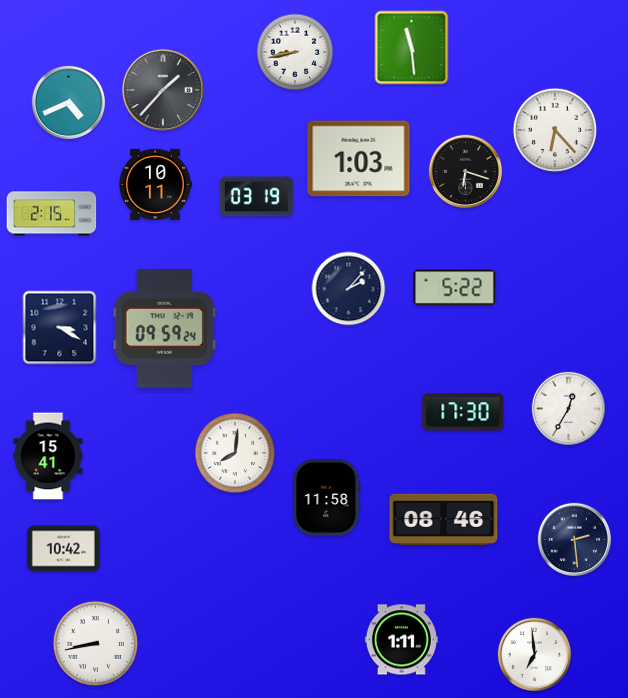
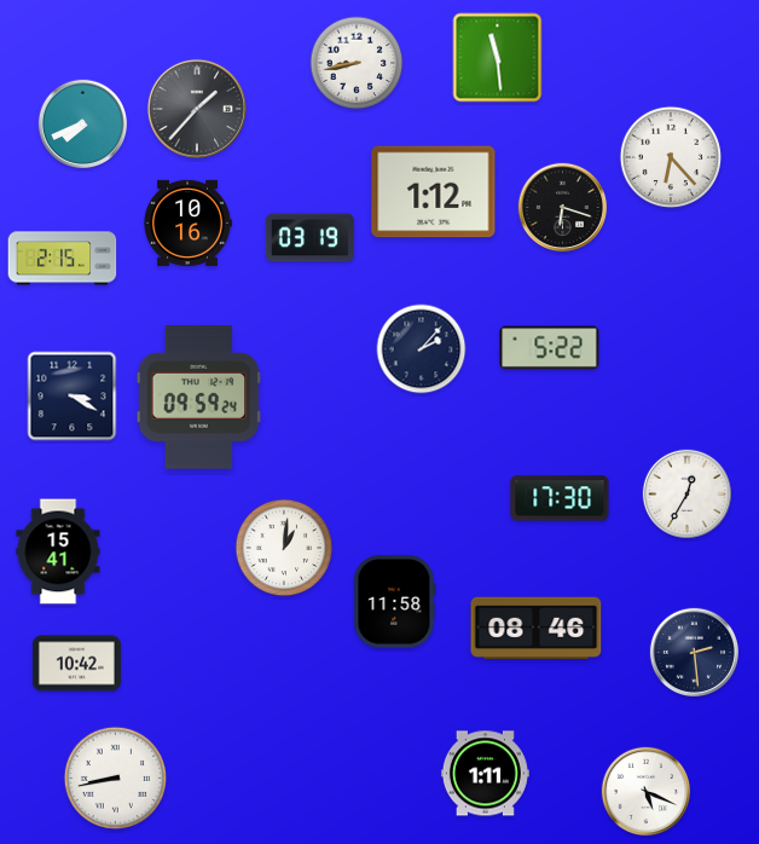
clock at (68, 102): 4:41 -> 7:41
clock at (359, 159): 1:03 -> 1:12
clock at (155, 184): 10:11 -> 10:16
clock at (235, 453): 8:01 -> 1:01
clock at (534, 654): 6:59 -> 5:19
